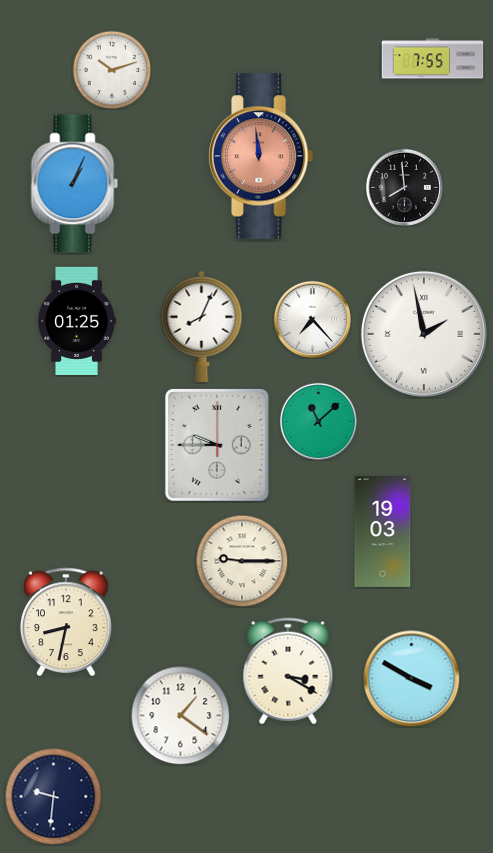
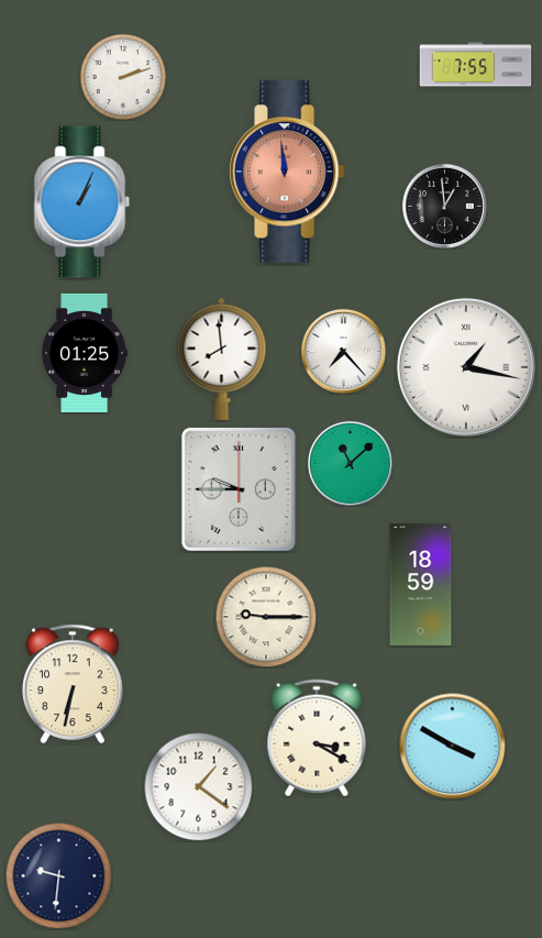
clock at (112, 70): 10:12 -> 2:12
clock at (404, 187): 7:59 -> 12:59
clock at (202, 326): 8:04 -> 7:59
clock at (424, 334): 1:58 -> 1:17
clock at (383, 531): 19:03 -> 18:59
clock at (66, 622): 8:32 -> 6:32
